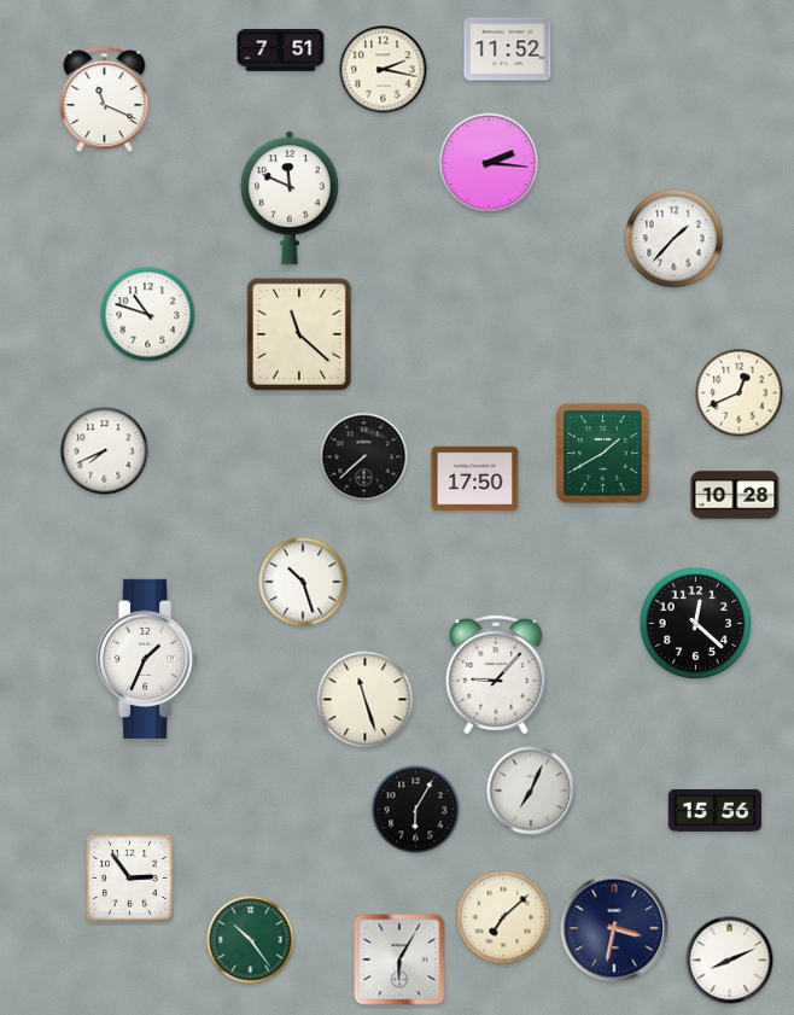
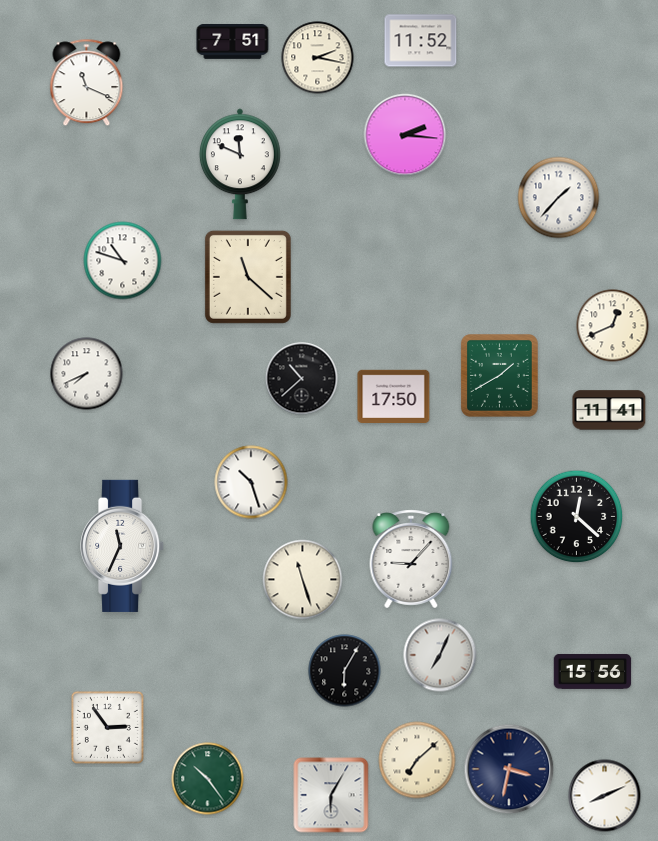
clock at (364, 457): 7:38 -> 10:38
clock at (735, 495): 10:28 -> 11:41
clock at (148, 659): 1:34 -> 11:34
